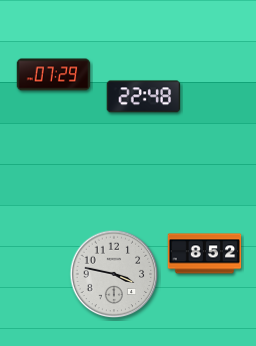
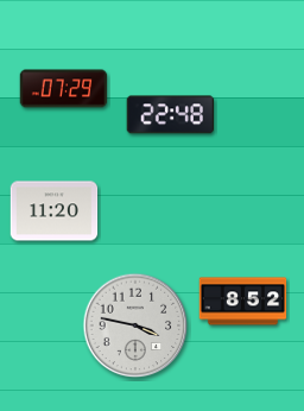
clock at (55, 211): none -> 11:20
